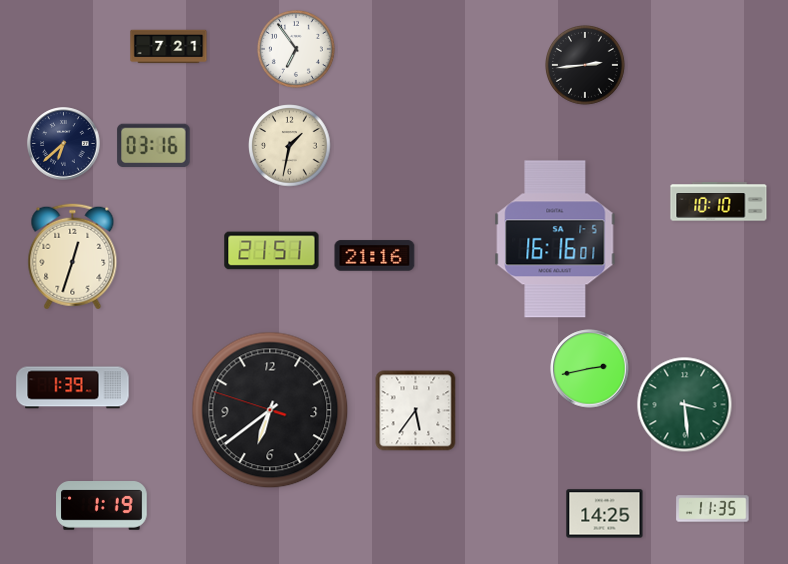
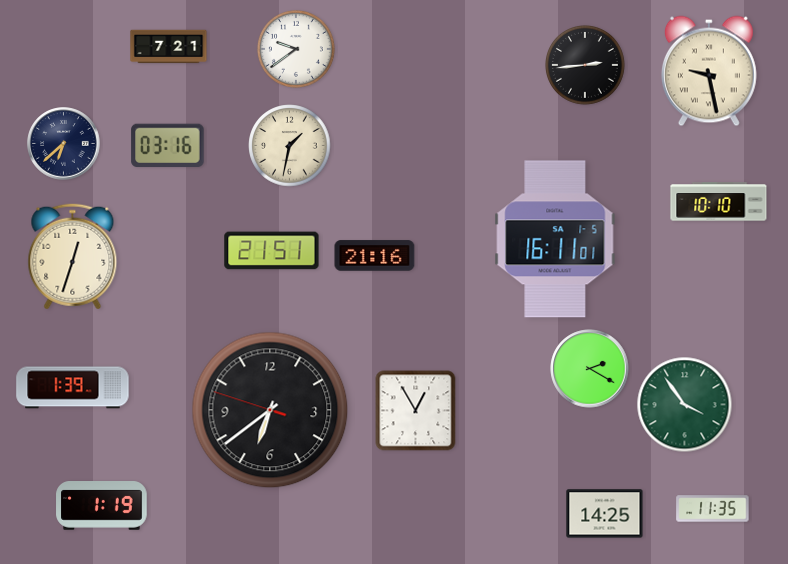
clock at (296, 49): 6:54 -> 9:39
clock at (709, 71): none -> 9:28
clock at (154, 146) position: (154, 146) -> (168, 146)
clock at (555, 239): 16:16 -> 16:11
clock at (590, 369): 2:43 -> 2:20
clock at (685, 405): 3:29 -> 3:54
clock at (416, 411): 5:36 -> 12:55
